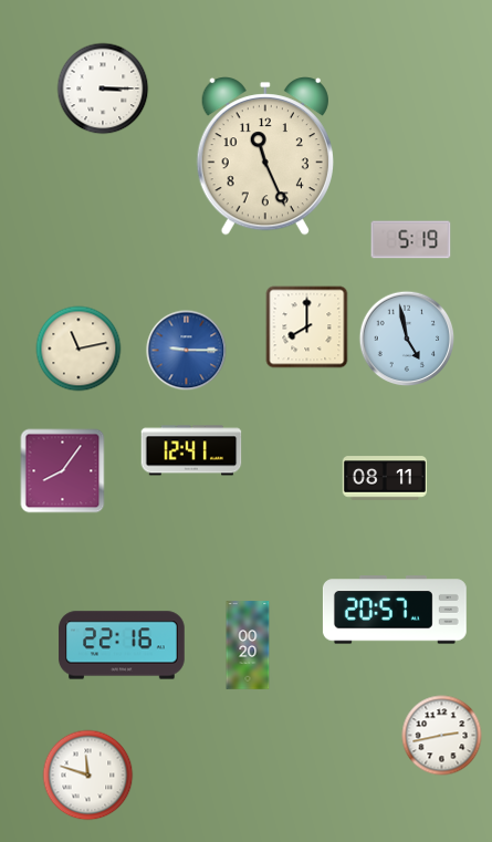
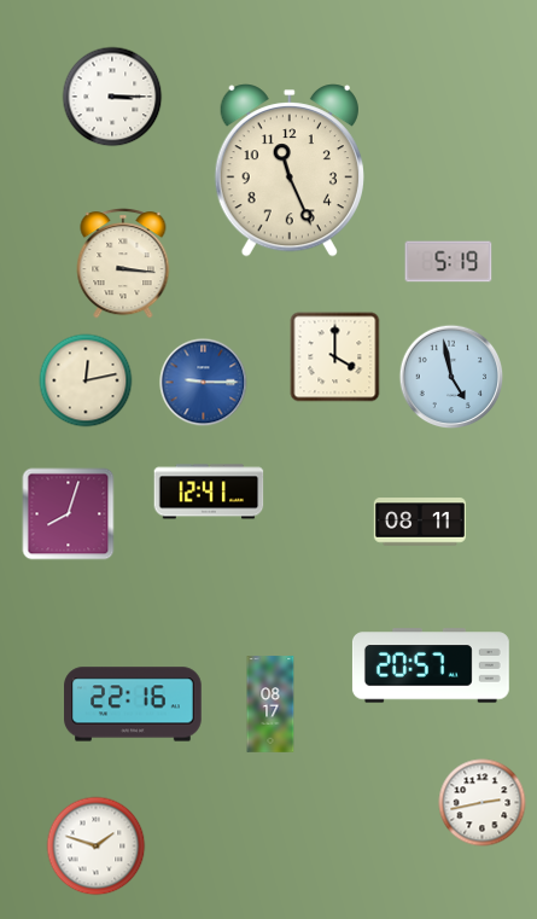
clock at (123, 263): none -> 3:16
clock at (307, 328): 8:00 -> 4:00
clock at (407, 339) position: (407, 339) -> (451, 377)
clock at (78, 349): 11:13 -> 12:13
clock at (63, 471): 8:06 -> 8:03
clock at (248, 645): 00:20 -> 08:17
clock at (88, 776): 11:48 -> 1:48
